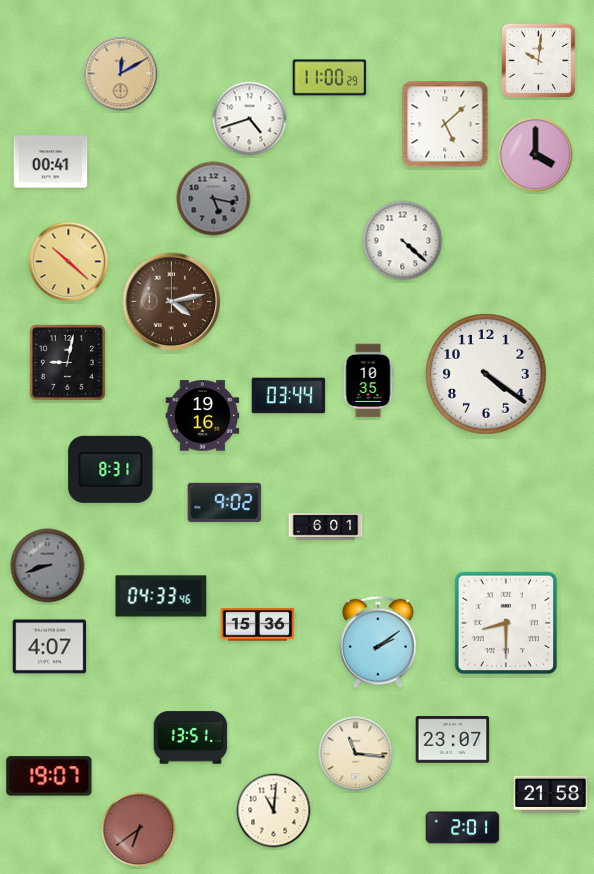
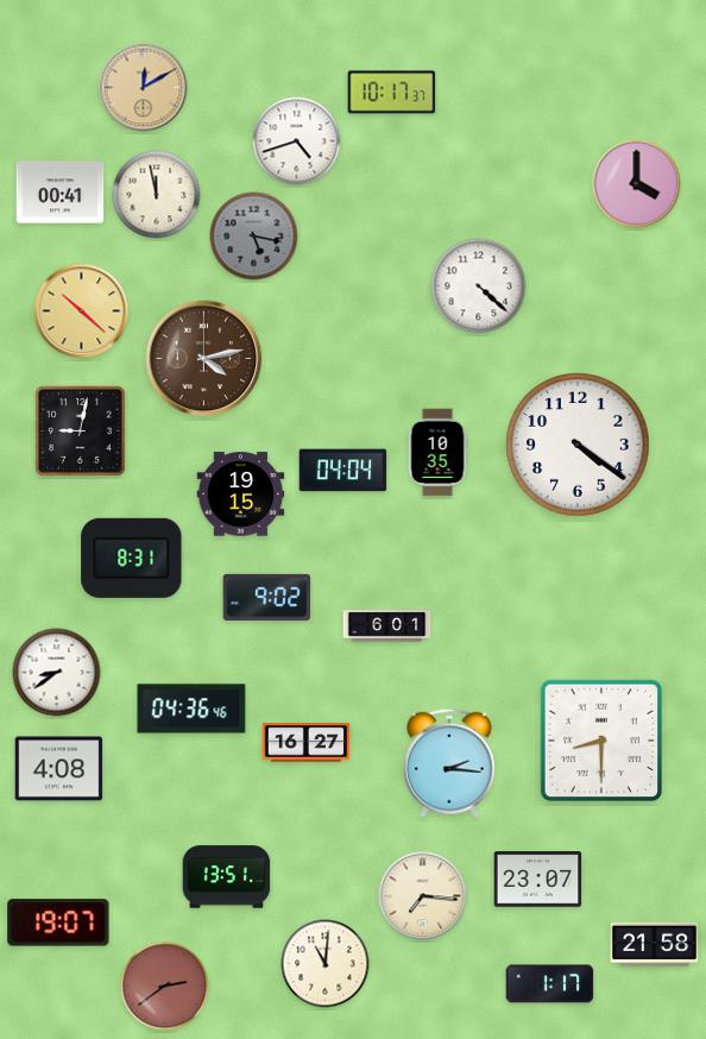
clock at (539, 61): 10:01 -> none
clock at (330, 78): 11:00 -> 10:17
clock at (445, 124): 5:08 -> none
clock at (157, 195): none -> 11:58
clock at (289, 396): 03:44 -> 04:04
clock at (203, 416): 19:16 -> 19:15
clock at (48, 566): 8:42 -> 8:39
clock at (48, 566) dial: grey -> white
clock at (161, 596): 04:33 -> 04:36
clock at (258, 625): 15:36 -> 16:27
clock at (379, 642): 2:09 -> 2:16
clock at (50, 647): 4:07 -> 4:08
clock at (356, 754): 11:16 -> 7:16
clock at (463, 828): 2:01 -> 1:17
clock at (139, 830): 6:39 -> 2:39
